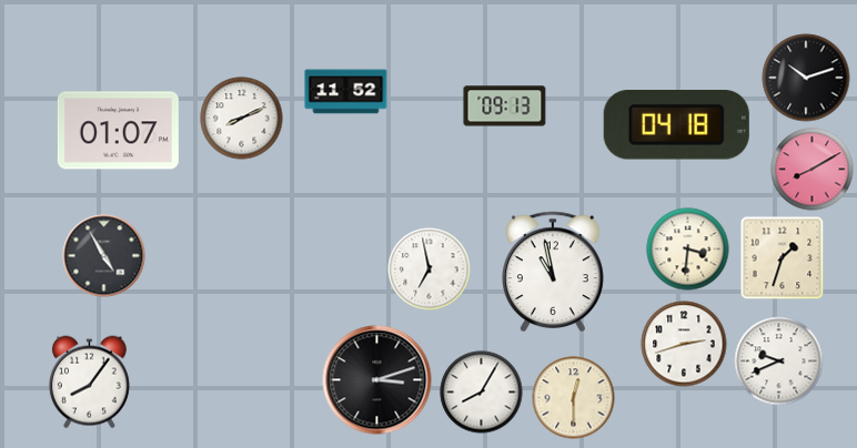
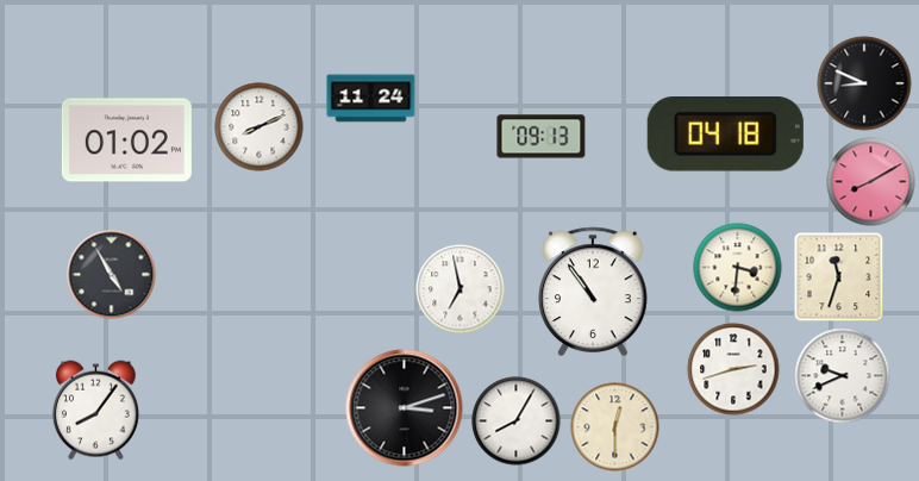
clock at (806, 78): 10:12 -> 8:49
clock at (346, 92): 11:52 -> 11:24
clock at (505, 106) position: (505, 106) -> (542, 137)
clock at (118, 131): 01:07 -> 01:02
clock at (783, 258): 1:33 -> 11:33
clock at (554, 271): 10:58 -> 10:54
clock at (779, 362) position: (779, 362) -> (843, 376)
